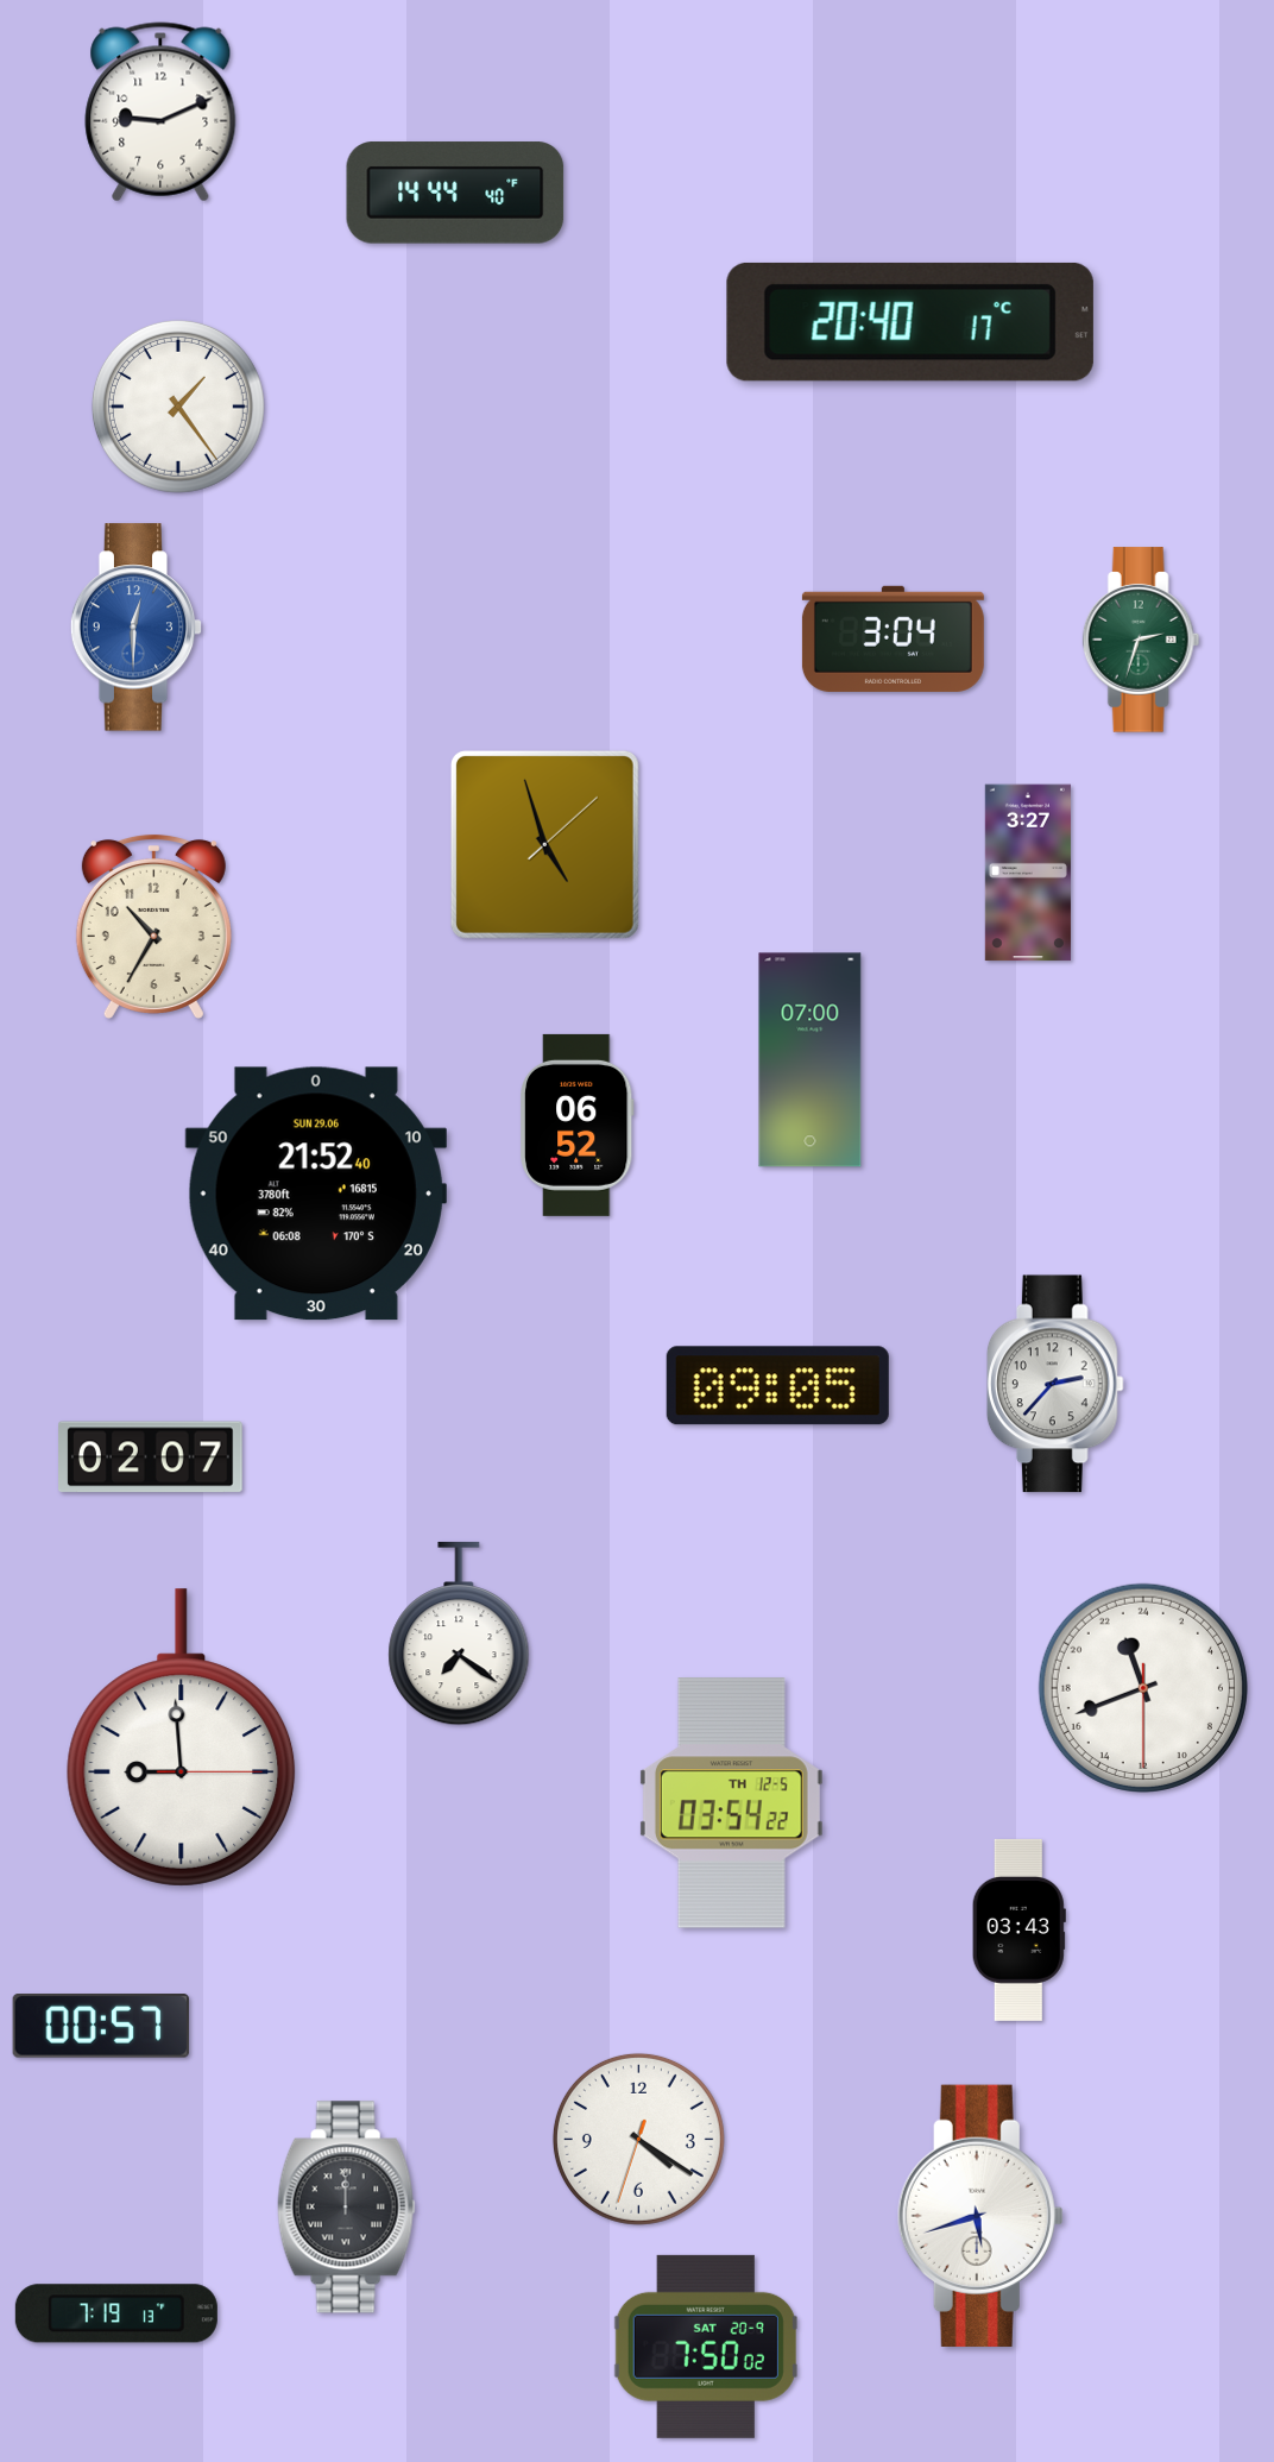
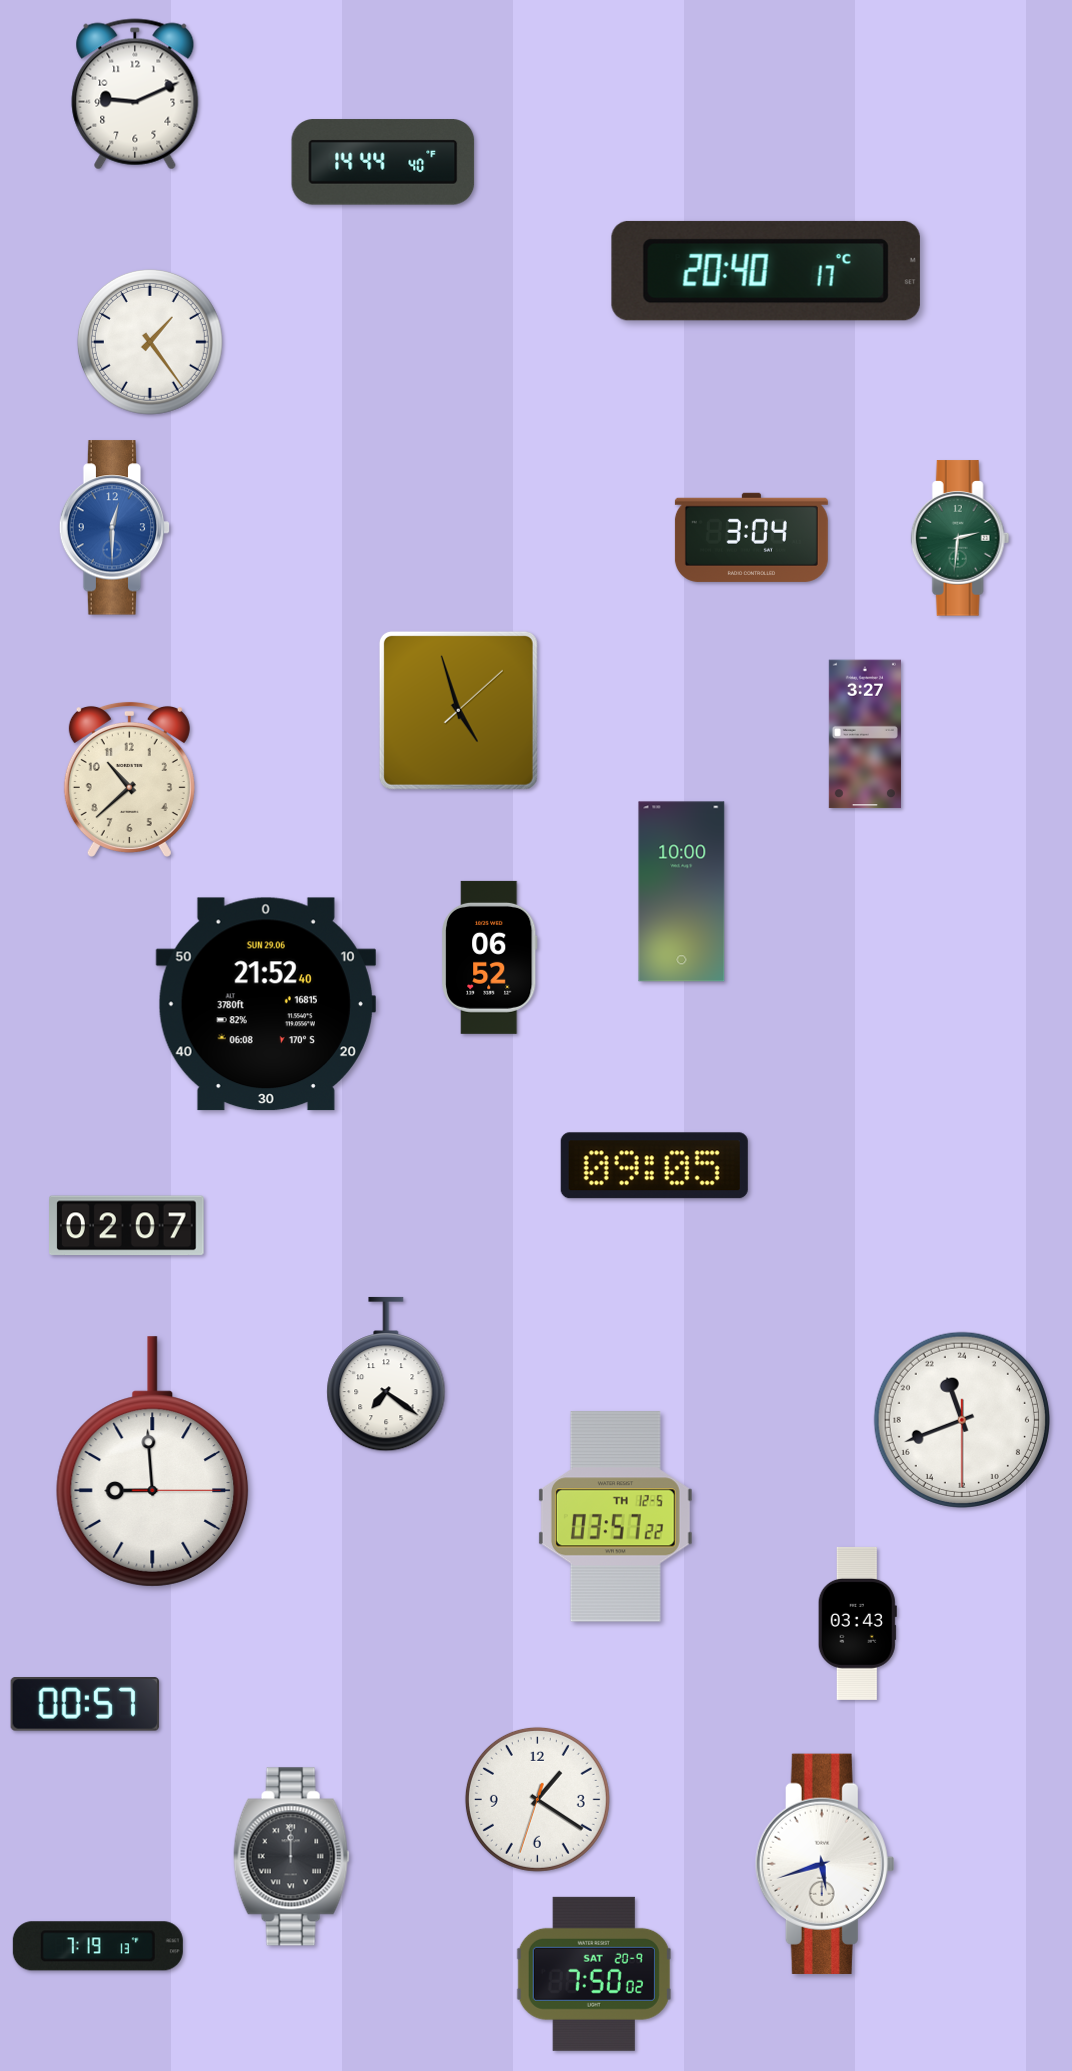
clock at (1141, 640): 2:33 -> 2:31
clock at (153, 926): 10:35 -> 10:38
clock at (811, 1060): 07:00 -> 10:00
clock at (578, 1125) position: (578, 1125) -> (490, 957)
clock at (1055, 1384): 2:37 -> none
clock at (731, 1803): 03:54 -> 03:57
clock at (638, 2139): 4:20 -> 1:20
